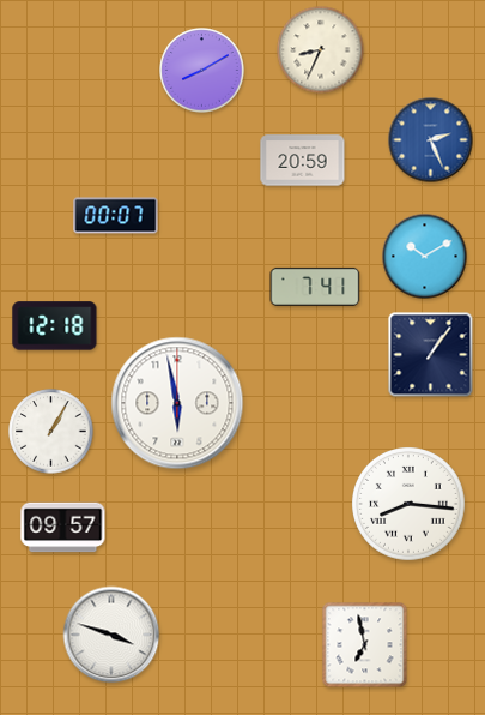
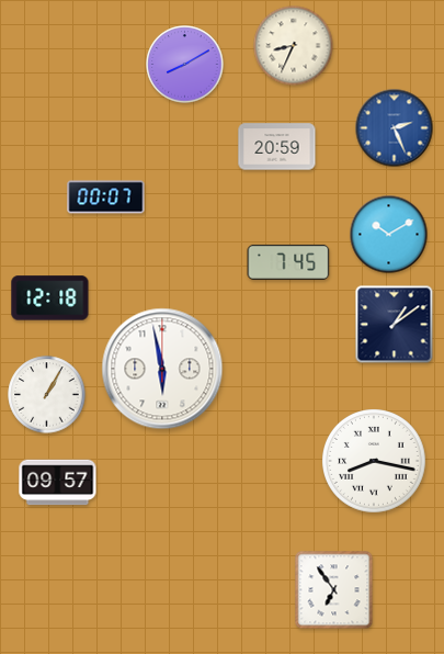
clock at (315, 287): 7:41 -> 7:45
clock at (431, 355): 1:06 -> 1:09
clock at (410, 505): 8:16 -> 8:17
clock at (111, 635): 3:48 -> none
clock at (365, 645): 6:58 -> 6:54
